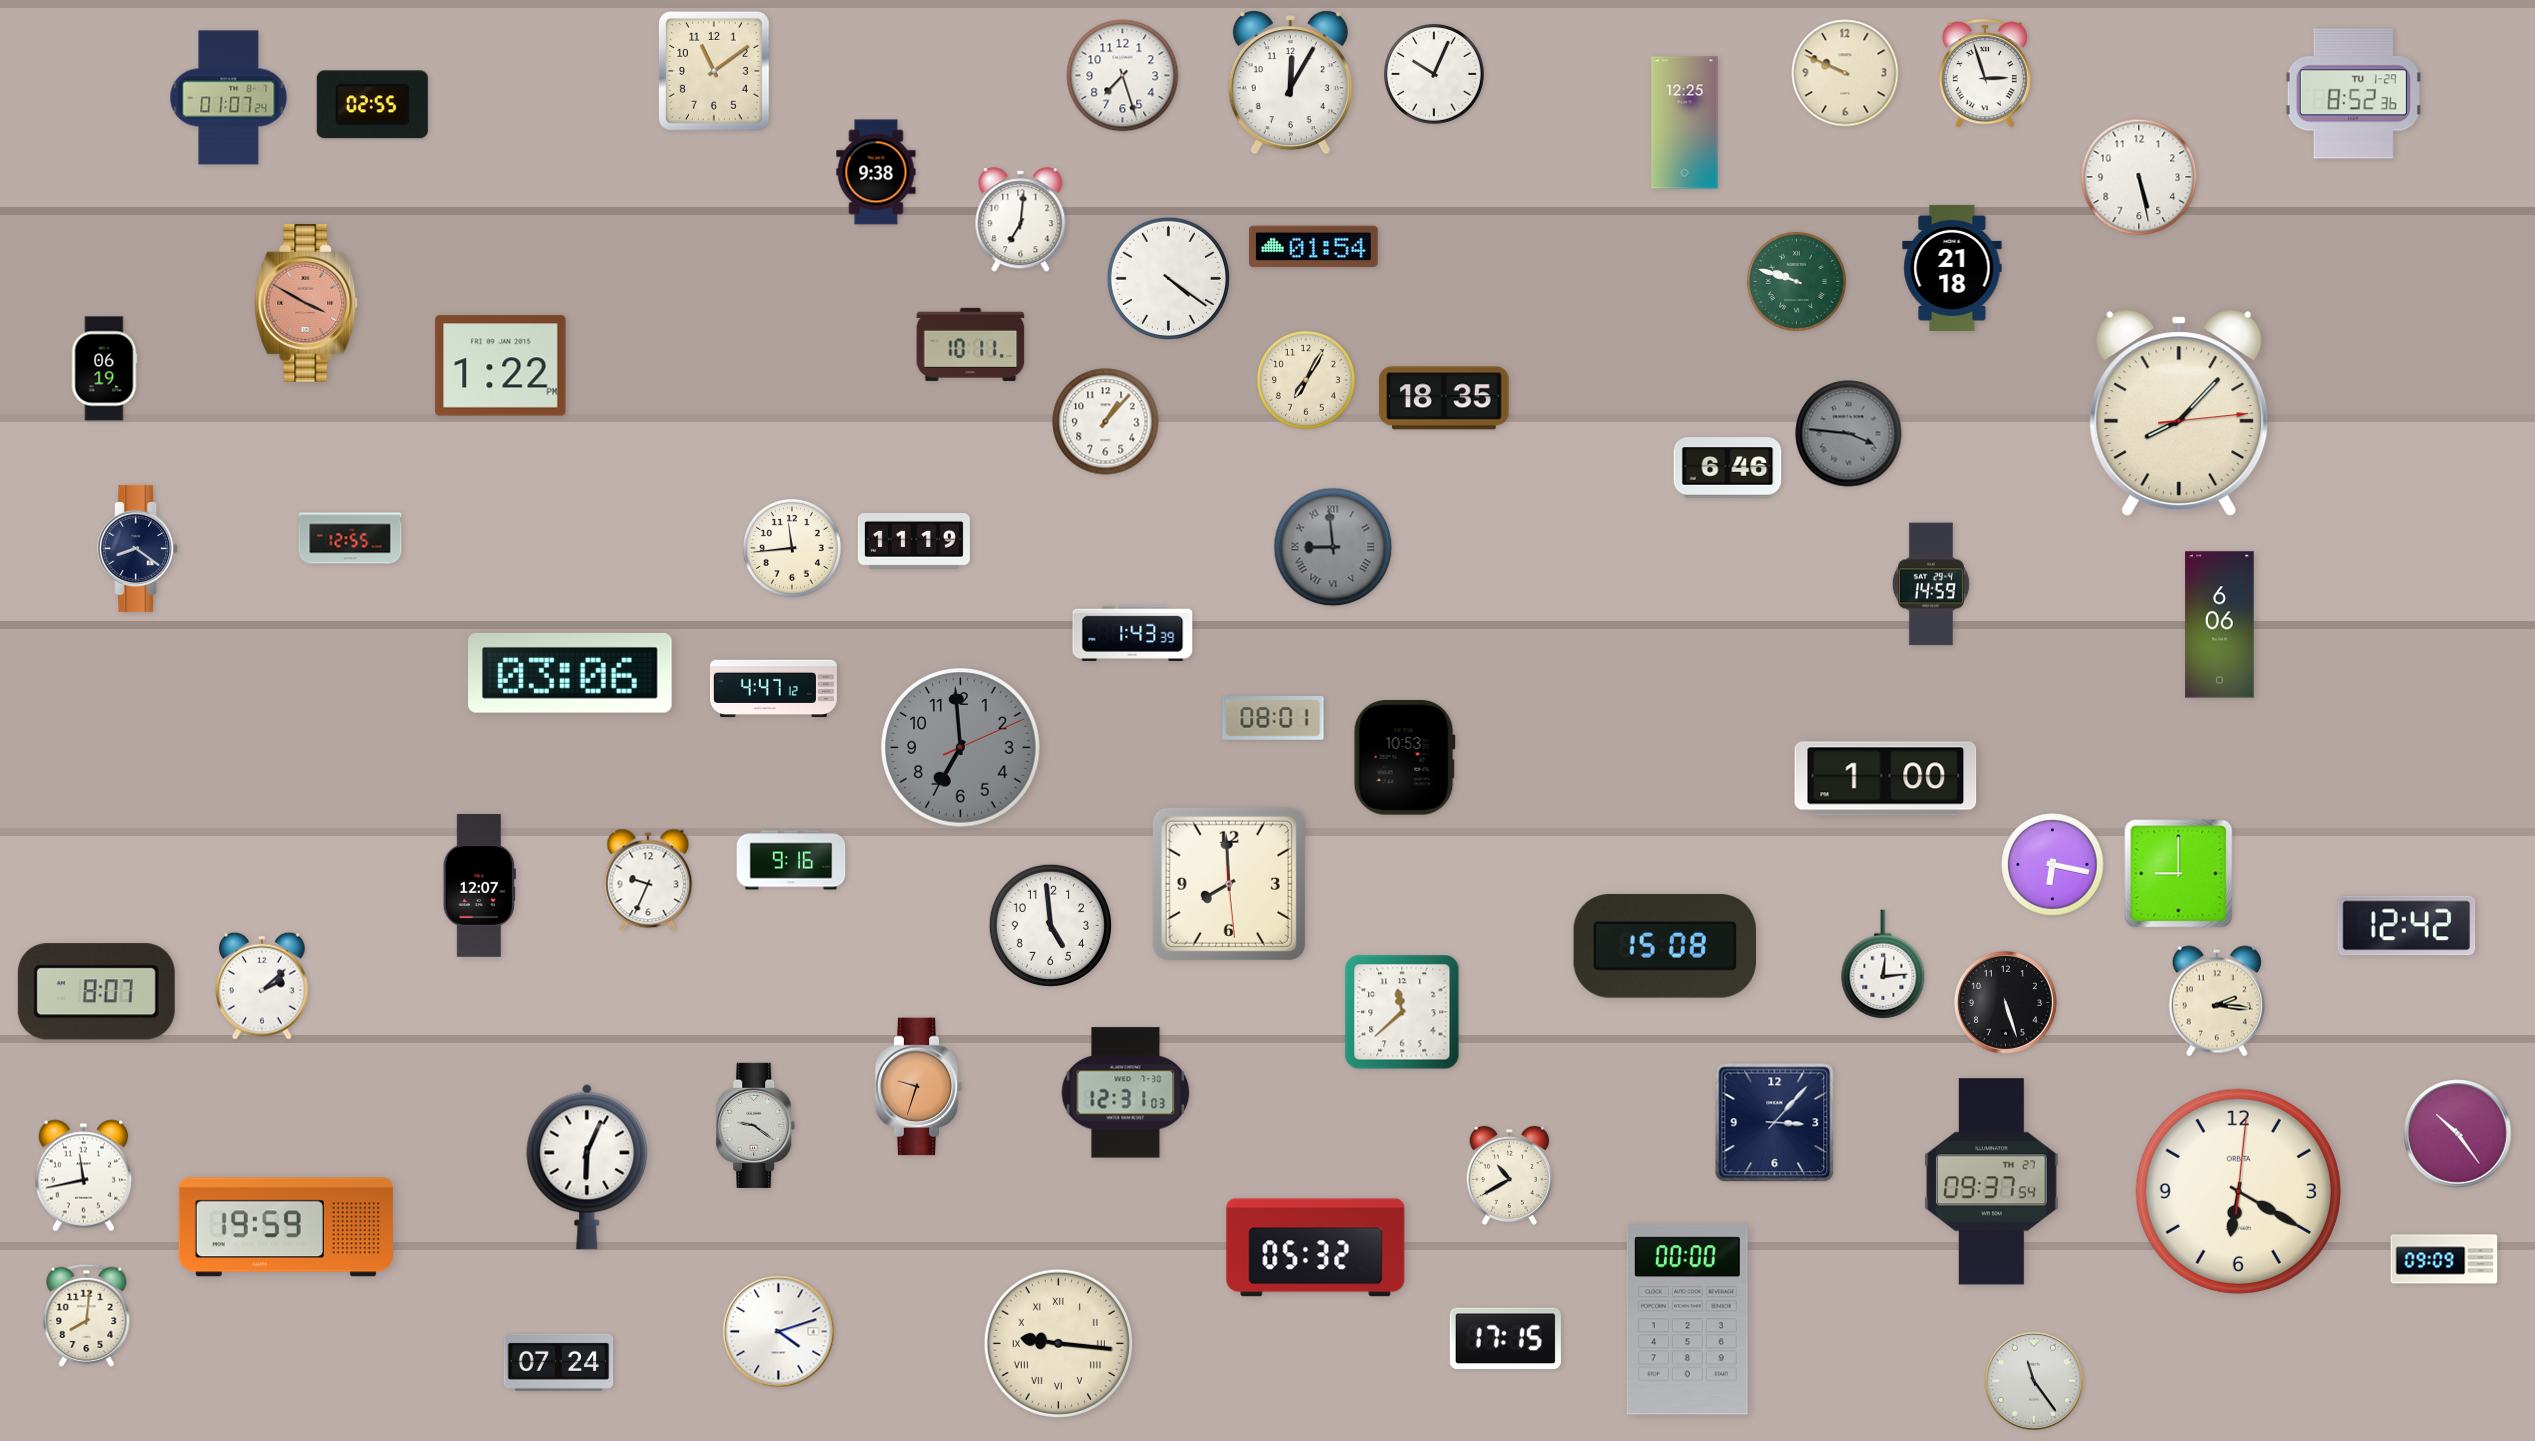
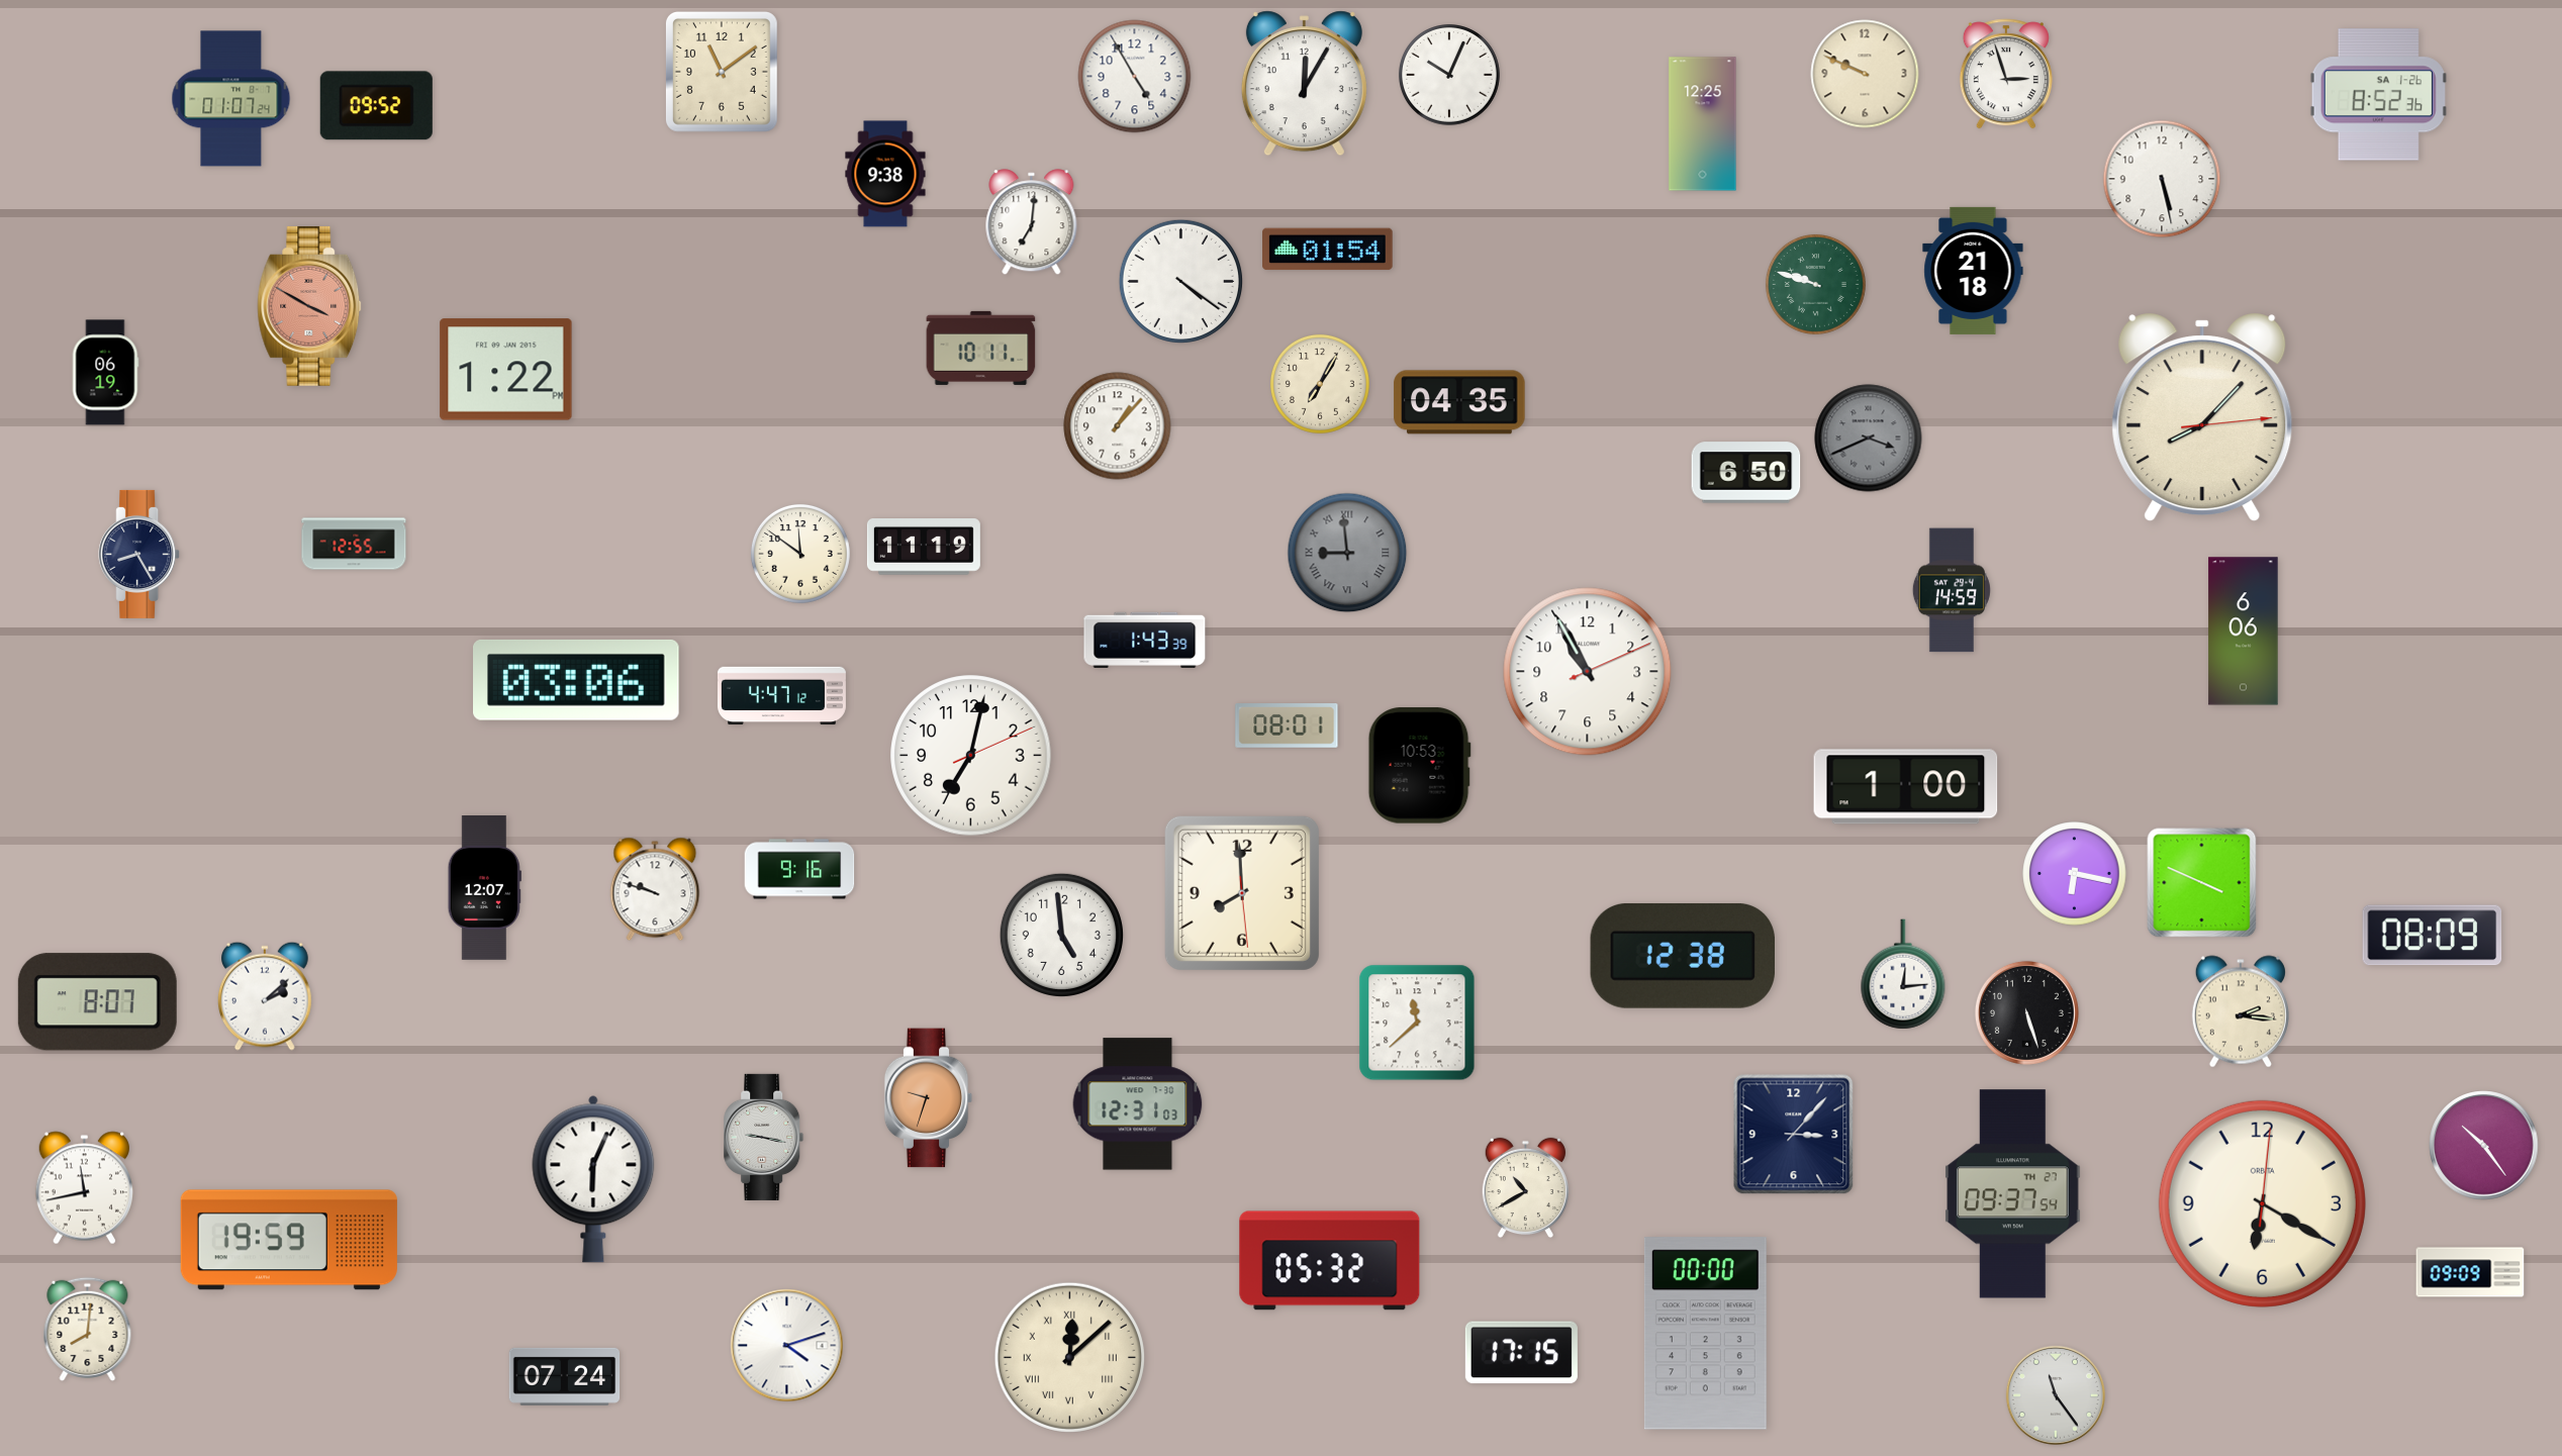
clock at (1123, 76): 7:27 -> 4:55
clock at (2353, 94) date: TU 1-29 -> SA 1-26
clock at (372, 105): 02:55 -> 09:52
clock at (1444, 398): 18:35 -> 04:35
clock at (1849, 434): 3:46 -> 3:41
clock at (1728, 468): 6:46 -> 6:50
clock at (138, 548): 8:21 -> 8:25
clock at (792, 548): 11:44 -> 11:51
clock at (1588, 672): none -> 10:55
clock at (961, 748): 6:59 -> 7:02
clock at (961, 748) dial: grey -> white
clock at (2179, 874): 9:00 -> 3:49
clock at (648, 880): 9:34 -> 9:48
clock at (479, 886) position: (479, 886) -> (484, 888)
clock at (2407, 926): 12:42 -> 08:09
clock at (1664, 946): 15:08 -> 12:38
clock at (756, 1125): 9:21 -> 9:17
clock at (1058, 1343): 9:16 -> 12:08
